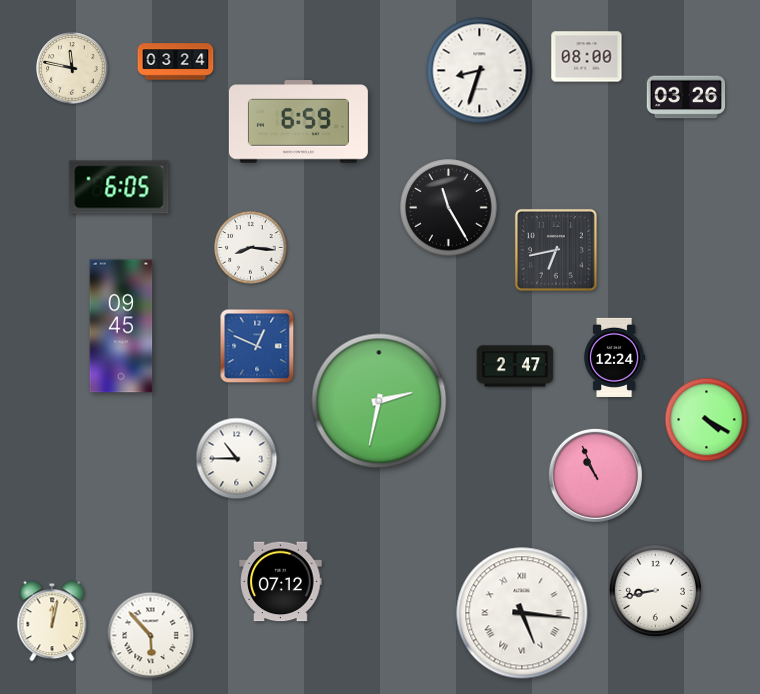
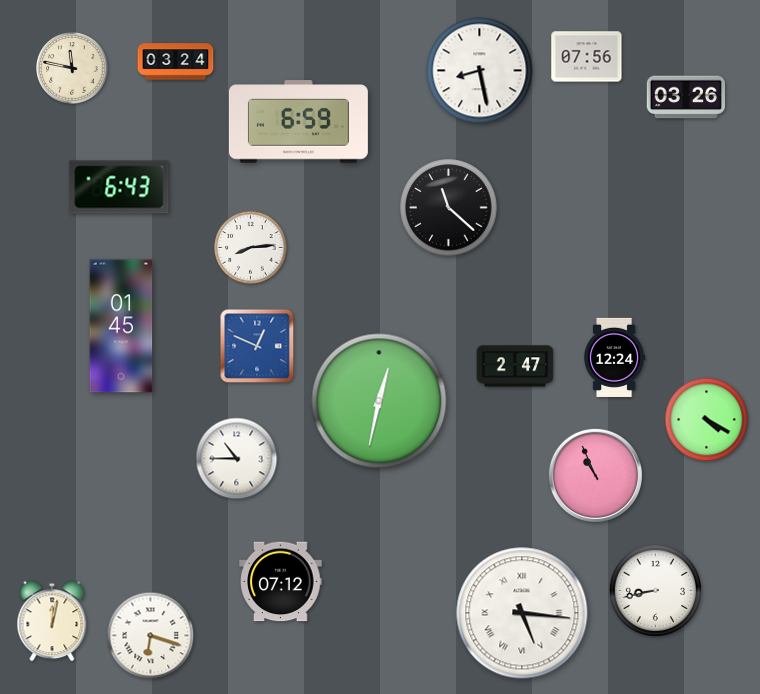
clock at (587, 57): 08:00 -> 07:56
clock at (480, 71): 8:33 -> 8:28
clock at (119, 187): 6:05 -> 6:43
clock at (449, 208): 11:25 -> 11:22
clock at (251, 248): 8:16 -> 8:14
clock at (556, 250): 6:43 -> none
clock at (121, 326): 09:45 -> 01:45
clock at (379, 401): 2:32 -> 12:32
clock at (151, 636): 5:53 -> 6:18
